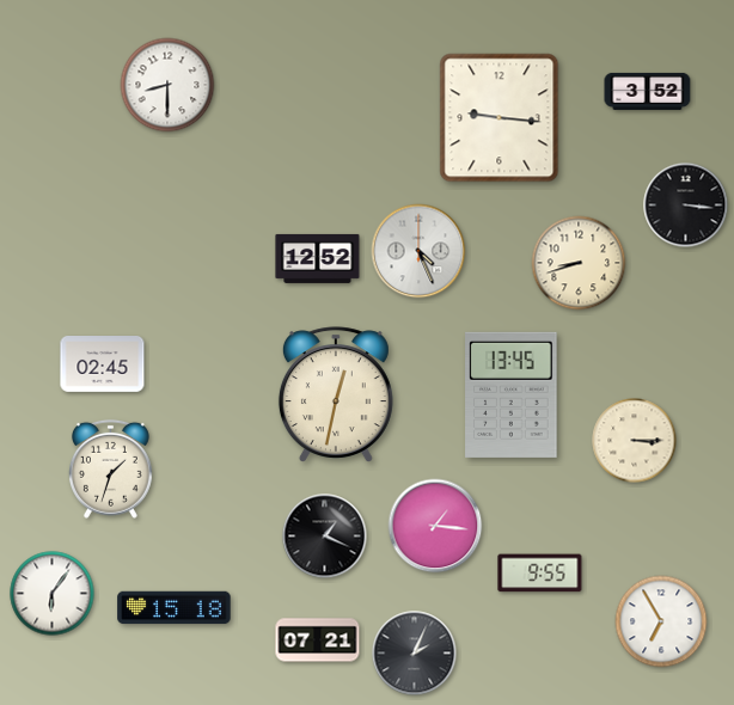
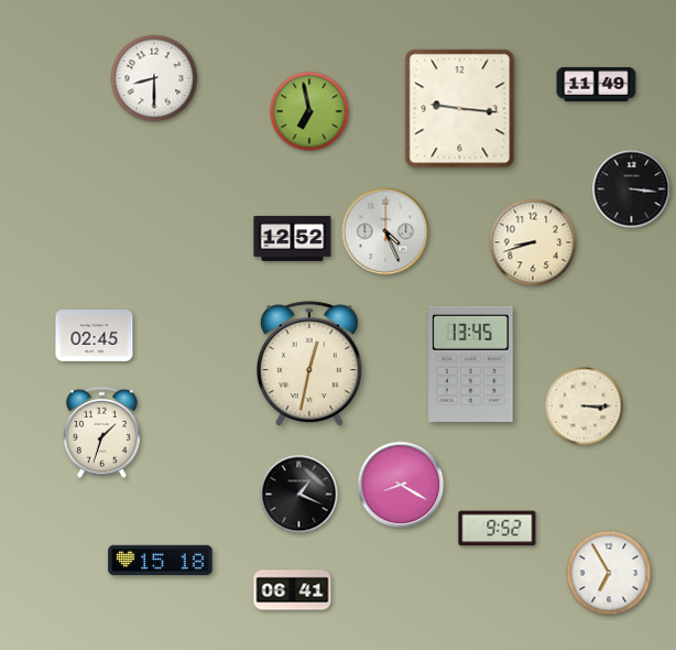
clock at (648, 91): 3:52 -> 11:49
clock at (309, 111): none -> 6:58
clock at (435, 526): 1:16 -> 8:20
clock at (540, 574): 9:55 -> 9:52
clock at (53, 594): 6:06 -> none
clock at (318, 640): 07:21 -> 06:41
clock at (415, 654): 2:04 -> none
